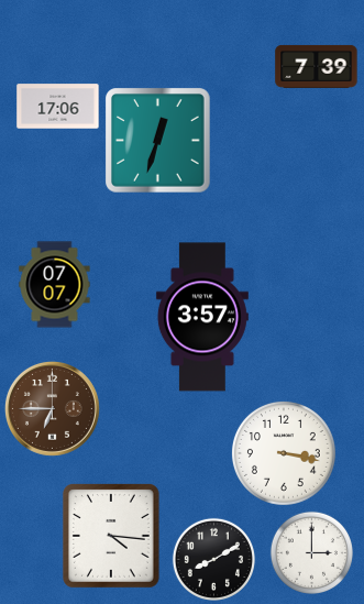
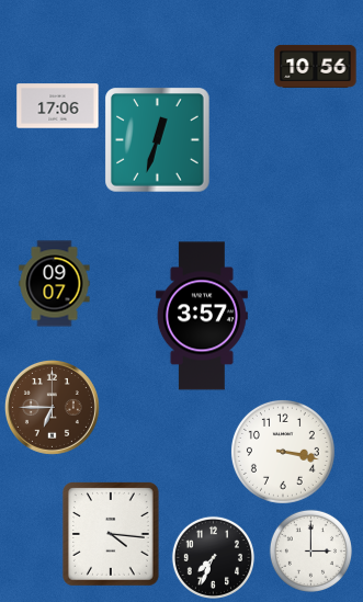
clock at (317, 66): 7:39 -> 10:56
clock at (55, 285): 07:07 -> 09:07
clock at (213, 559): 8:10 -> 7:34
